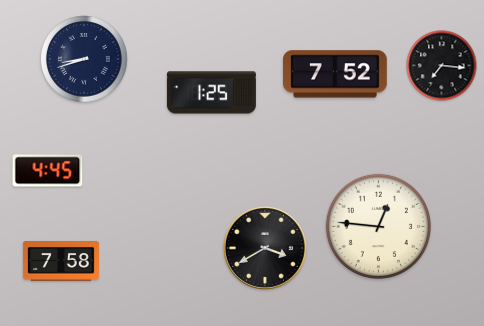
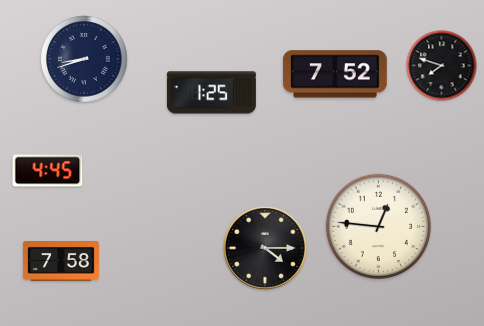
clock at (442, 66): 7:16 -> 7:48
clock at (265, 248): 3:40 -> 4:15
